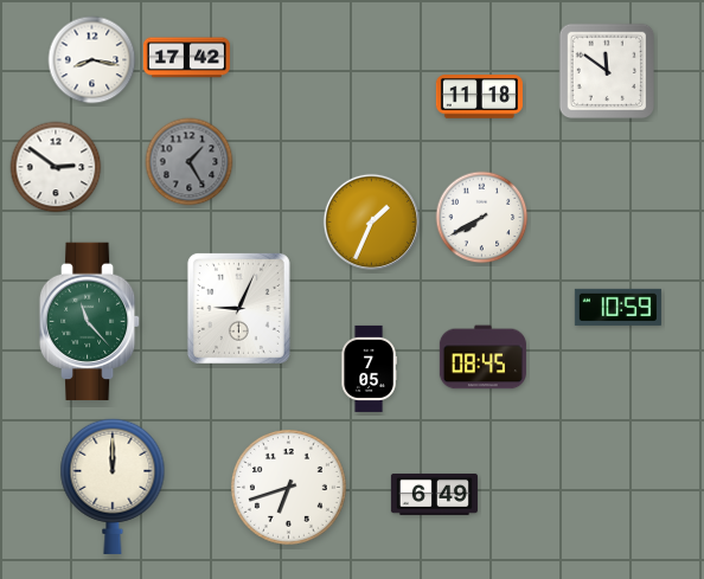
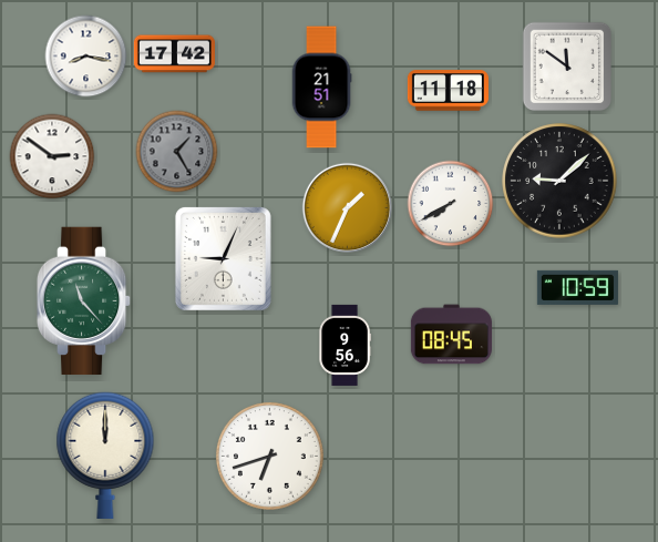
clock at (321, 88): none -> 21:51
clock at (559, 181): none -> 9:08
clock at (238, 308) position: (238, 308) -> (223, 258)
clock at (369, 368): 7:05 -> 9:56
clock at (434, 494): 6:49 -> none
